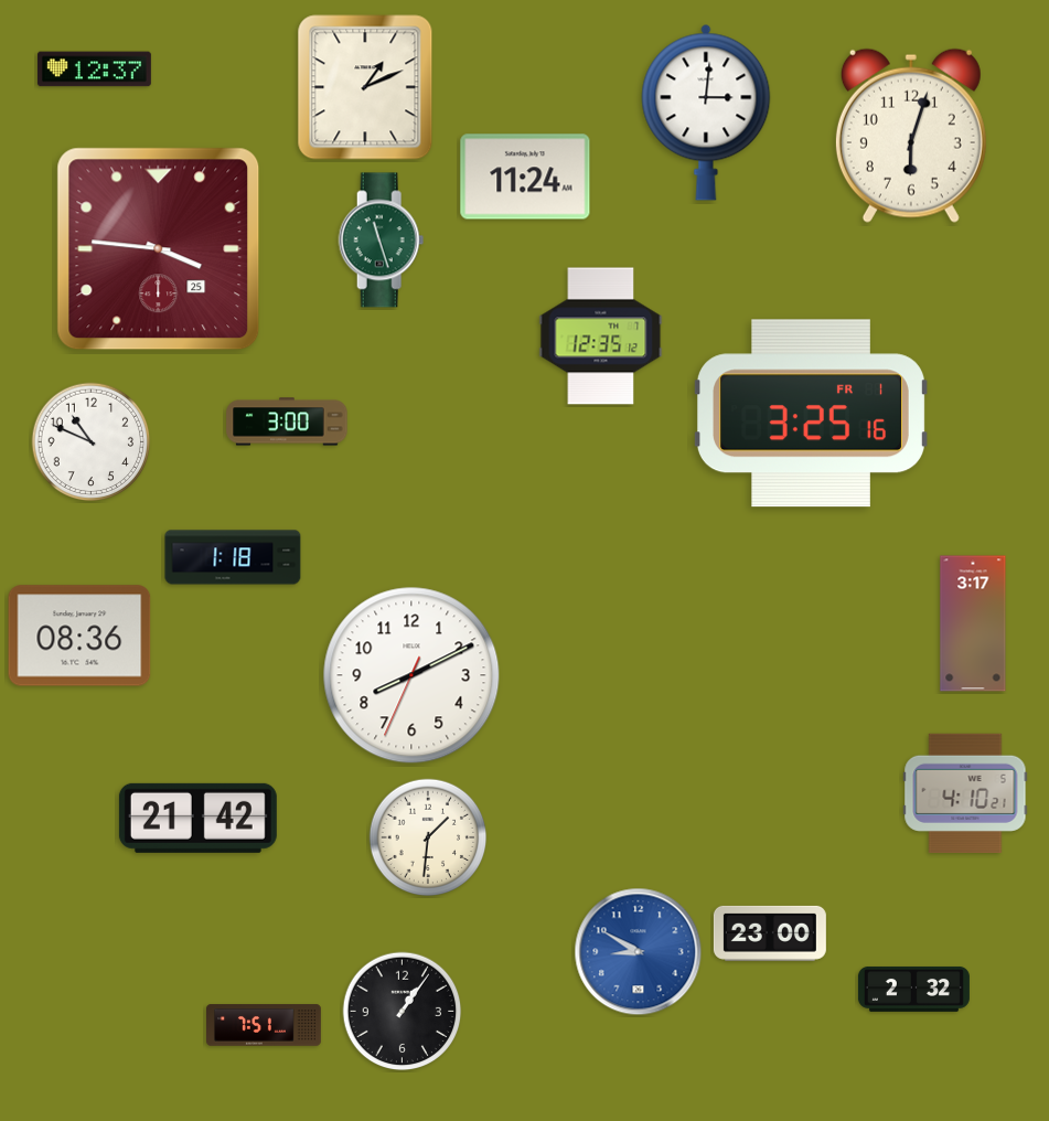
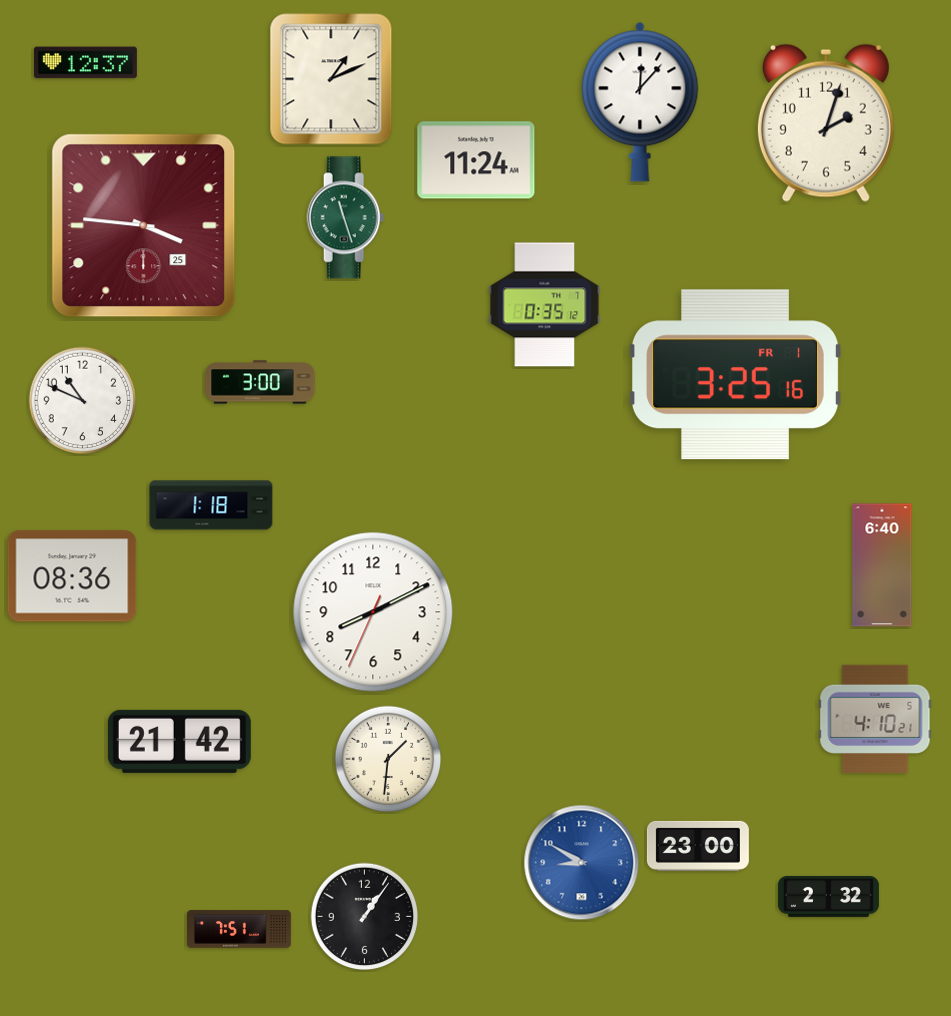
clock at (706, 113): 3:01 -> 12:07
clock at (911, 136): 6:03 -> 2:03
clock at (601, 337): 12:35 -> 0:35
clock at (973, 623): 3:17 -> 6:40
clock at (639, 952) position: (639, 952) -> (582, 863)
